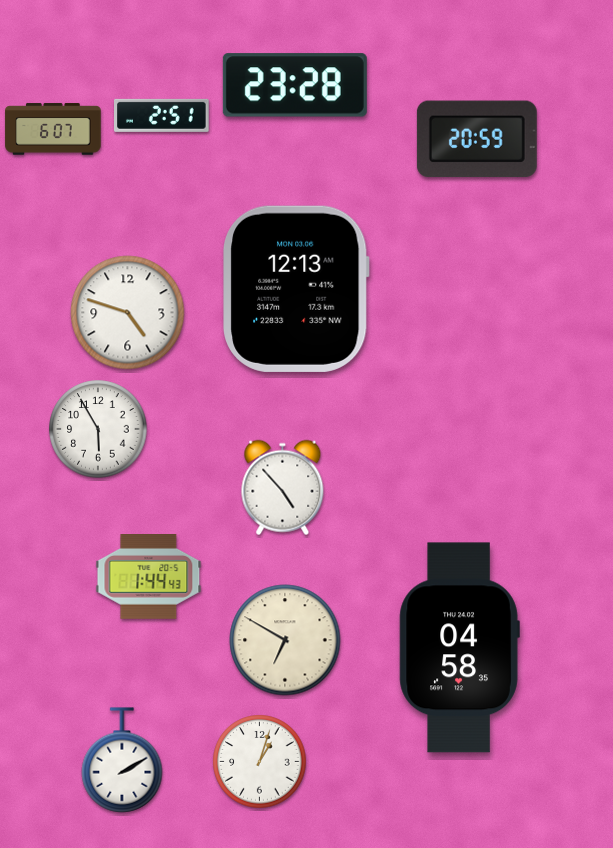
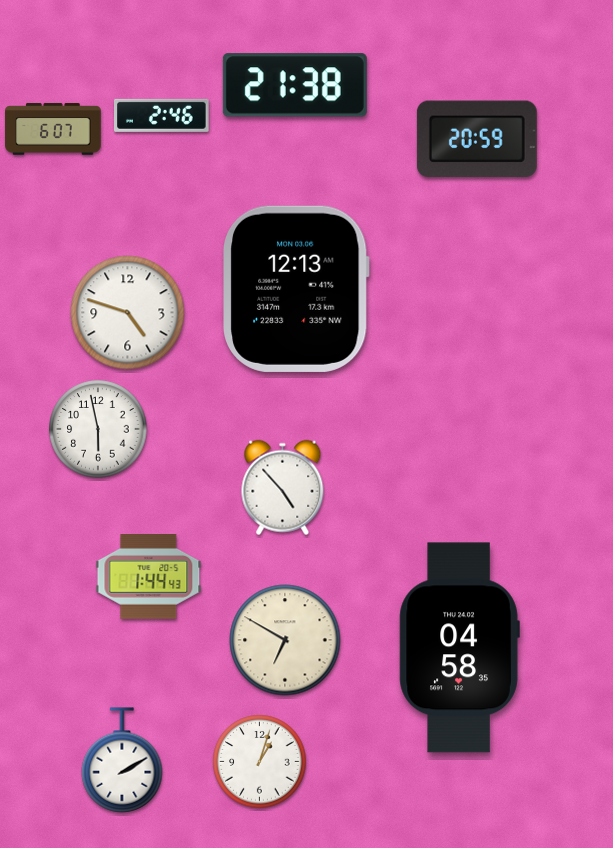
clock at (295, 85): 23:28 -> 21:38
clock at (162, 115): 2:51 -> 2:46
clock at (98, 429): 5:55 -> 5:58
